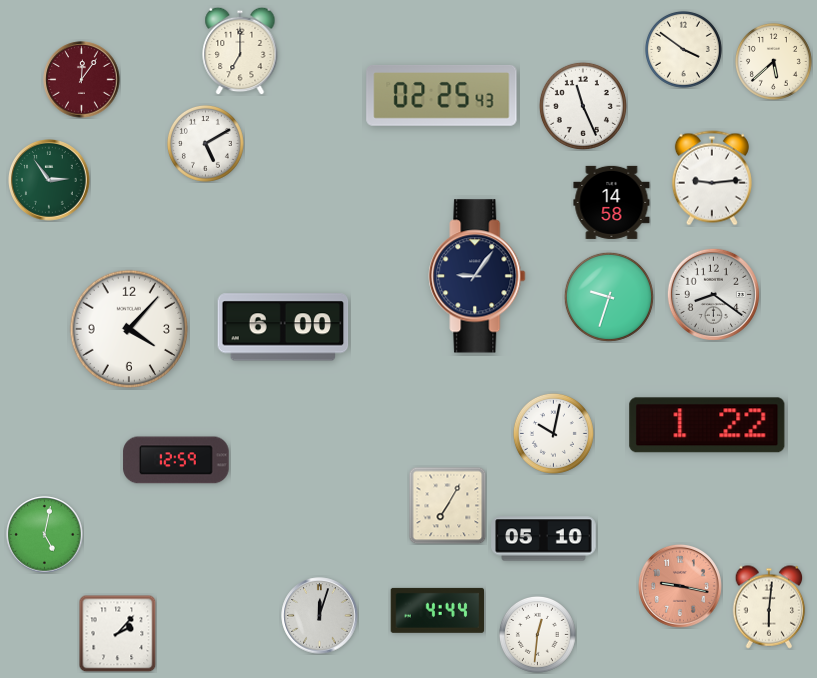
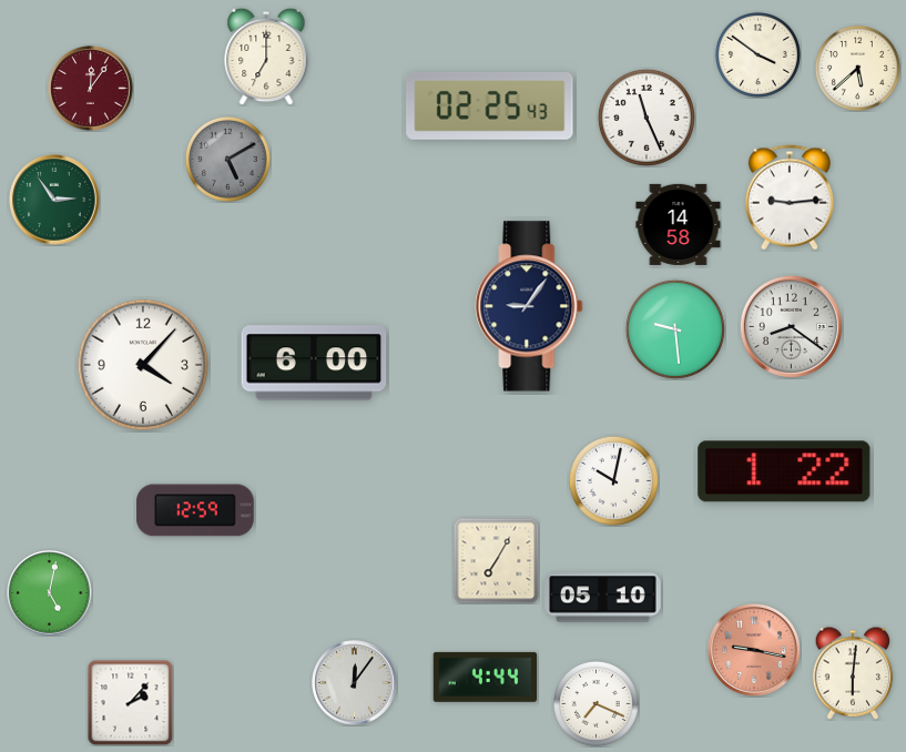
clock at (205, 143) dial: white -> grey
clock at (609, 297): 9:33 -> 9:29
clock at (320, 616): 12:03 -> 12:06
clock at (537, 634): 12:31 -> 7:19
